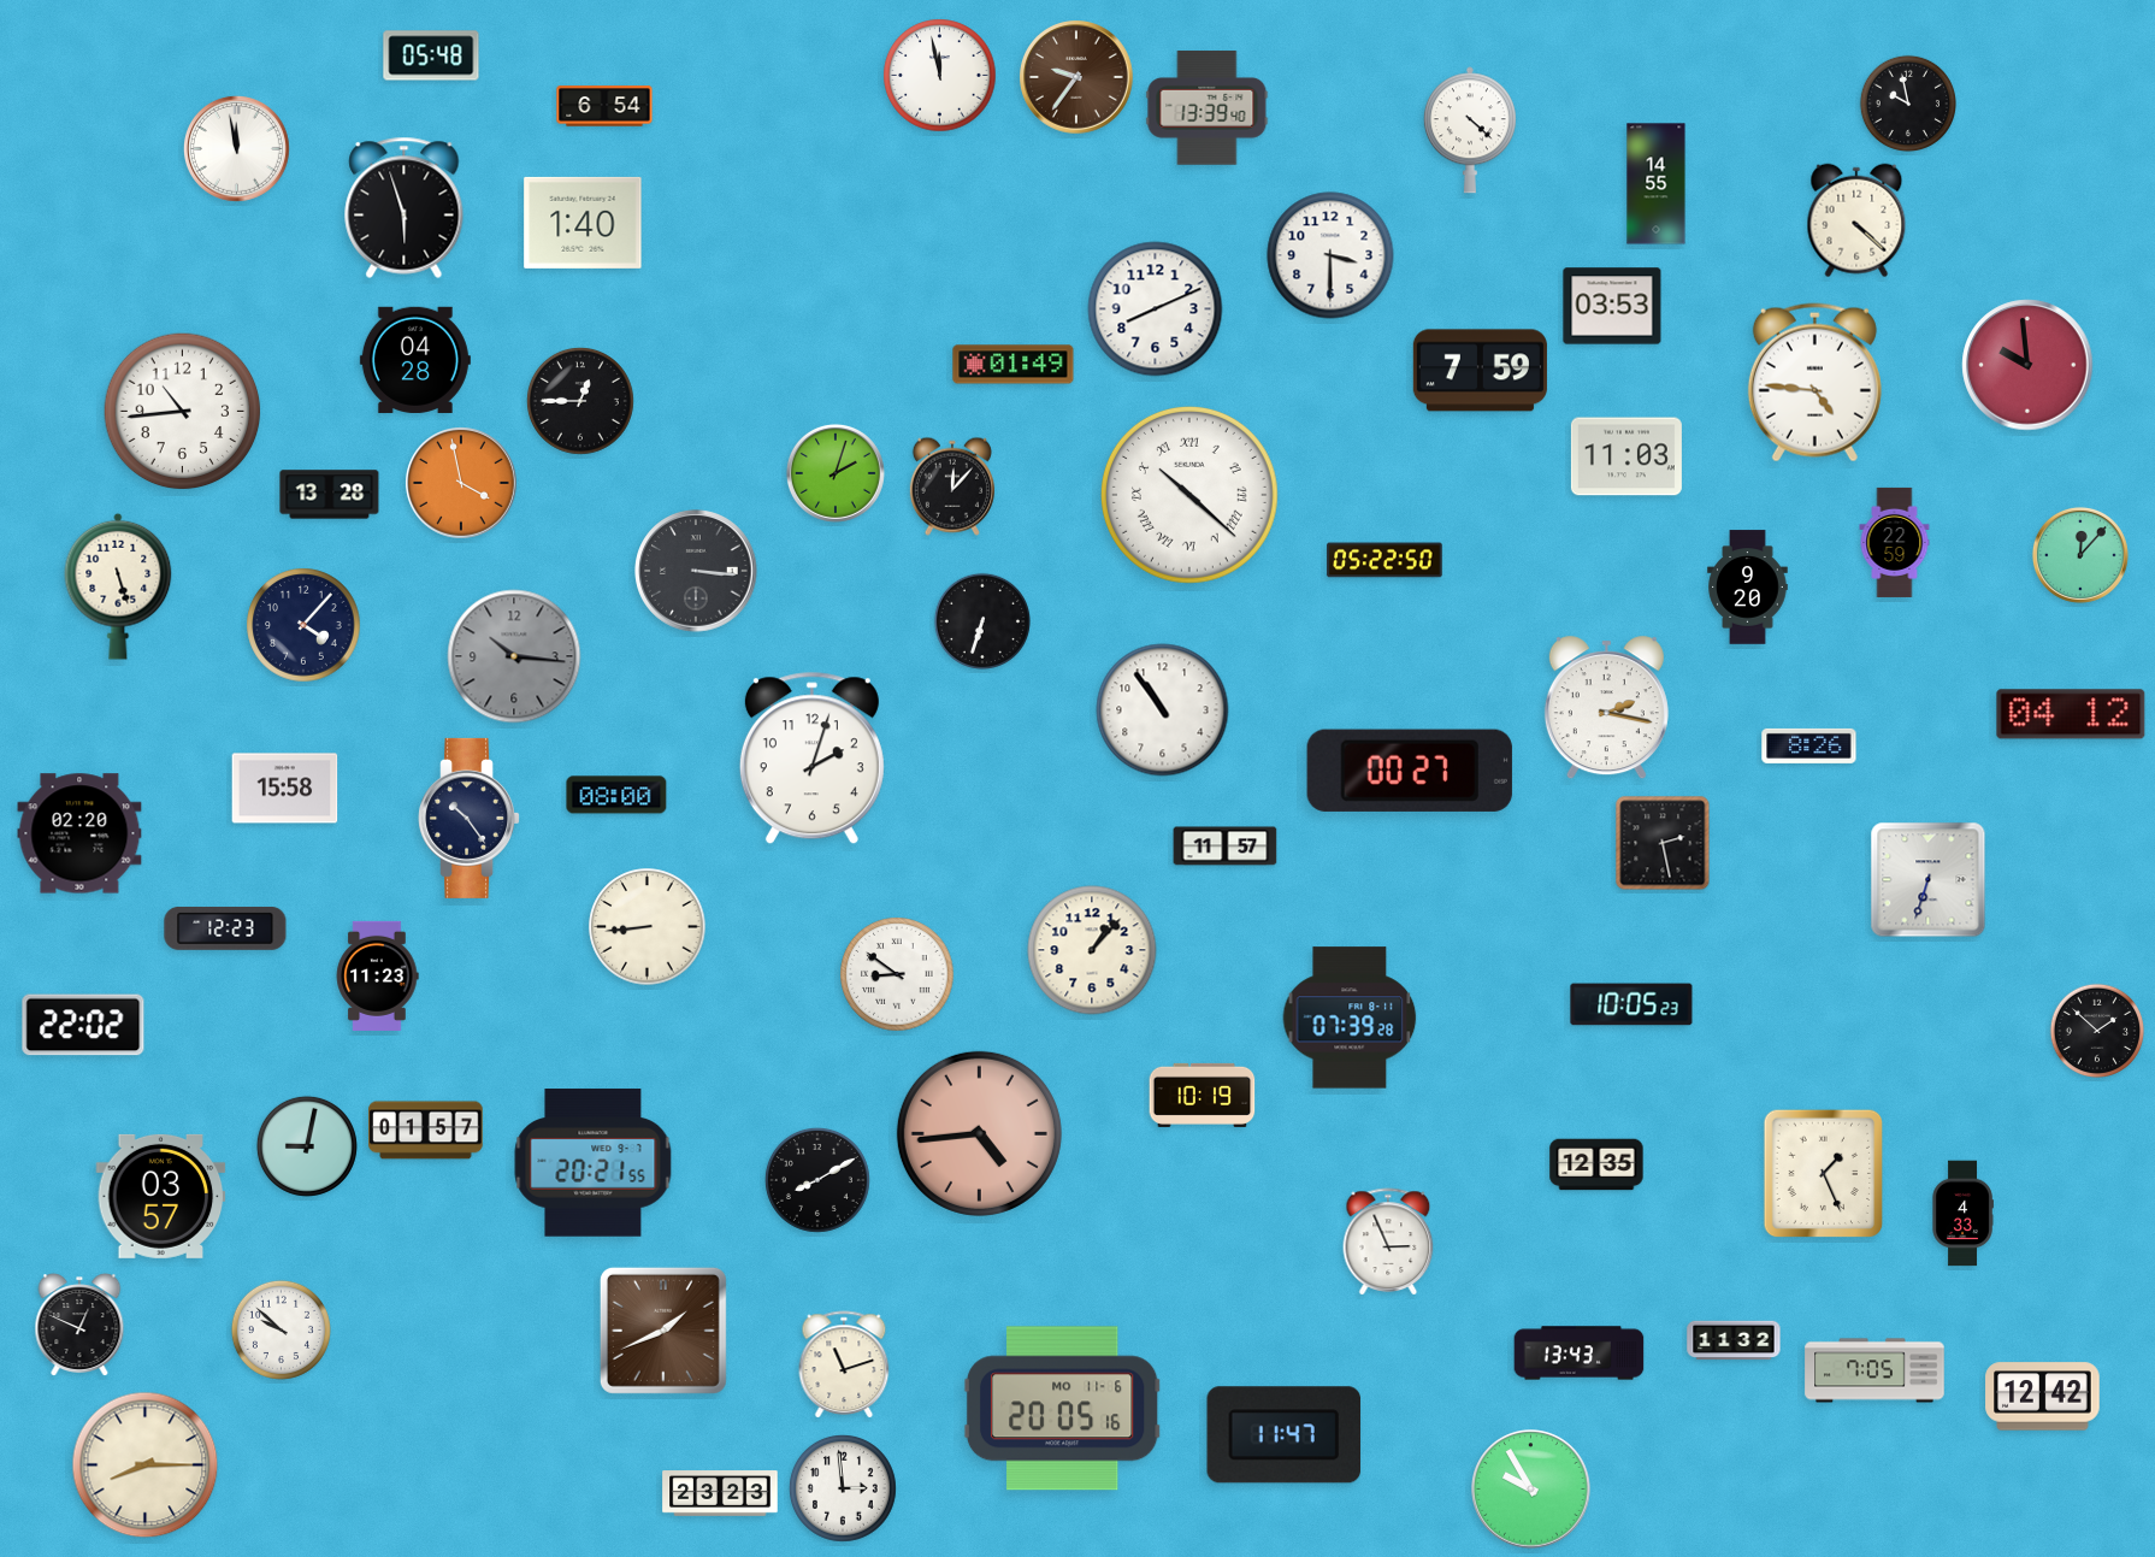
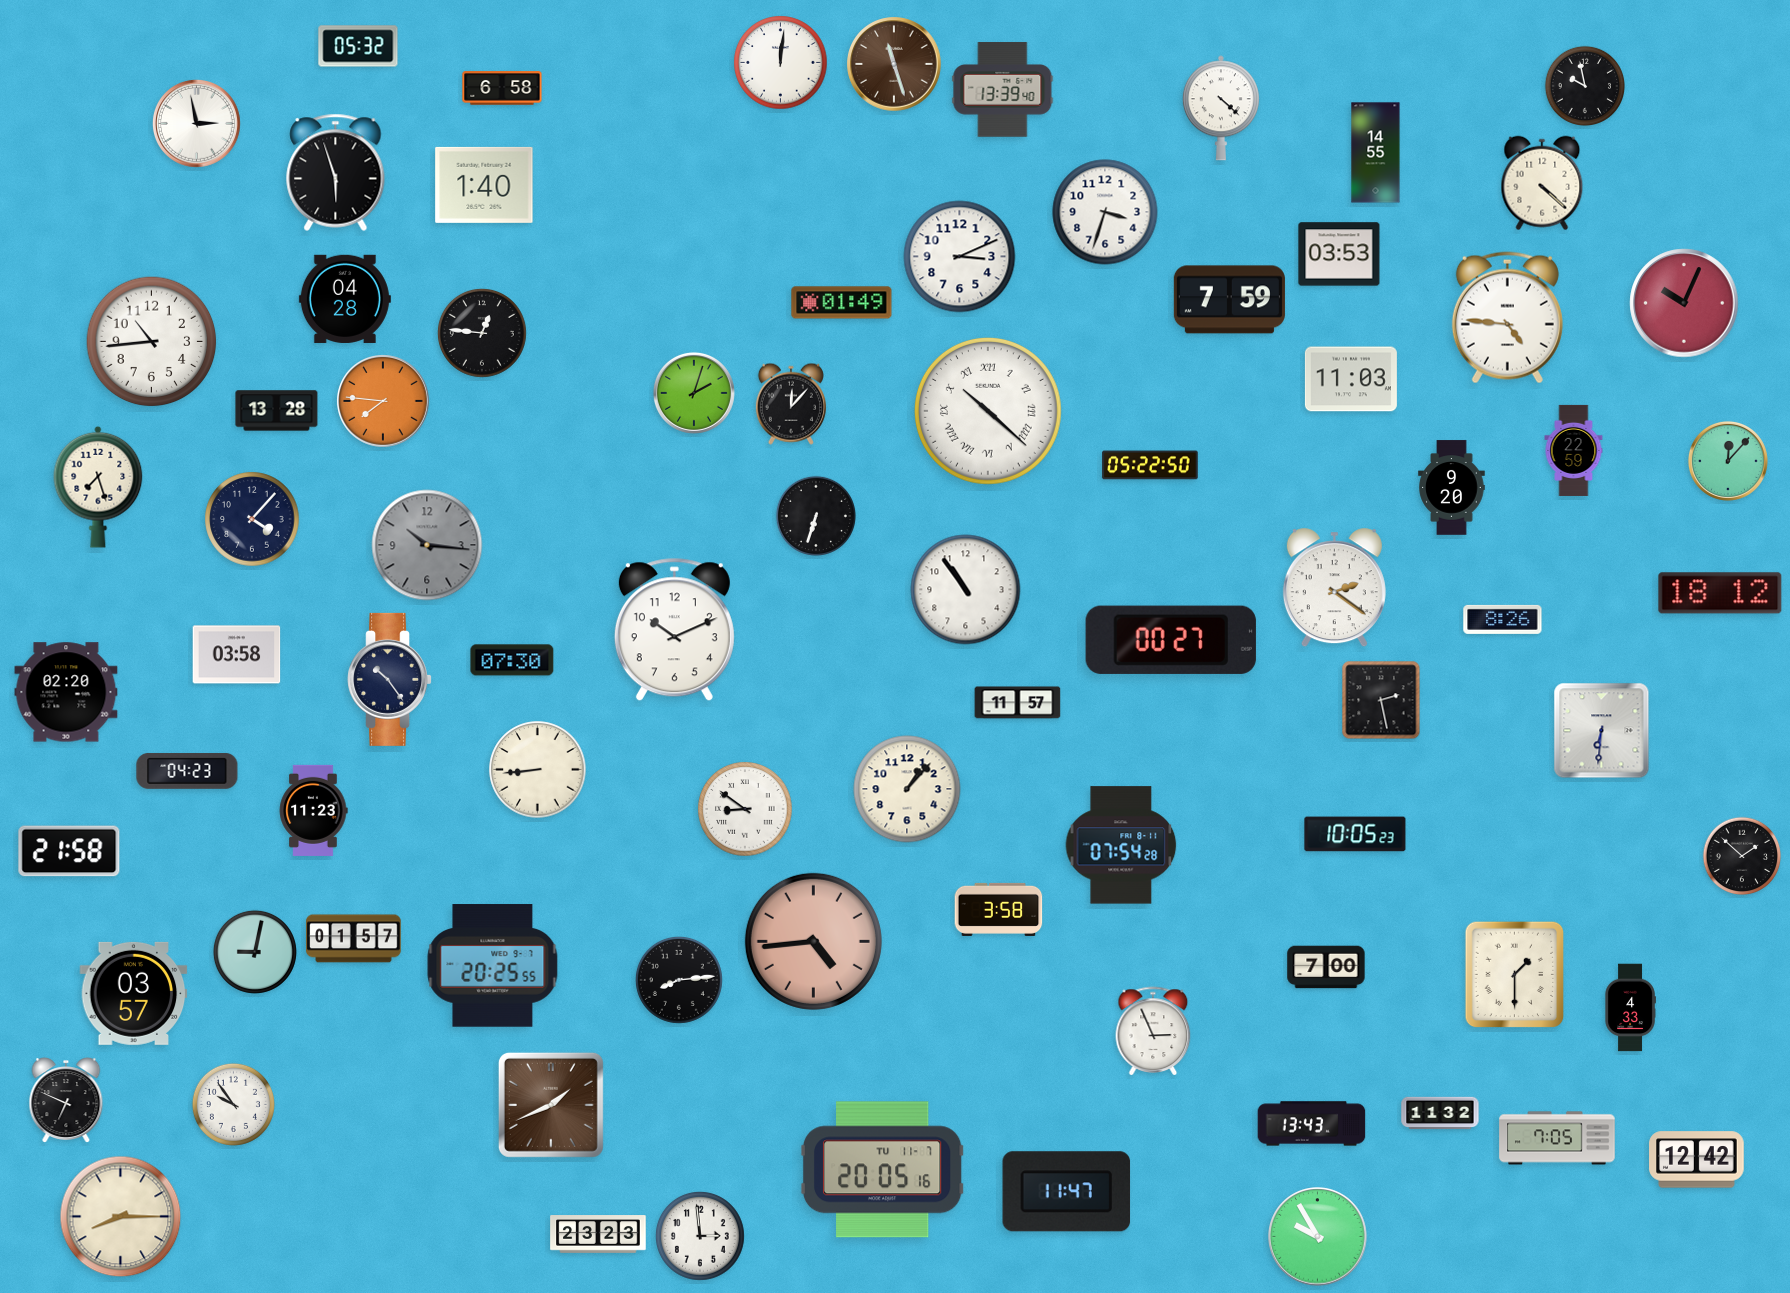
clock at (431, 55): 05:48 -> 05:32
clock at (940, 76): 11:58 -> 12:01
clock at (1076, 77): 9:36 -> 11:27
clock at (604, 106): 6:54 -> 6:58
clock at (237, 149): 11:58 -> 2:58
clock at (1330, 255): 3:30 -> 3:33
clock at (1156, 309): 8:11 -> 3:11
clock at (2027, 365): 9:59 -> 10:04
clock at (1480, 371) position: (1480, 371) -> (1229, 300)
clock at (581, 402): 12:45 -> 12:46
clock at (462, 484): 3:58 -> 7:46
clock at (330, 495) position: (330, 495) -> (277, 411)
clock at (696, 571): 3:16 -> none
clock at (118, 586): 5:27 -> 7:27
clock at (1606, 708): 2:17 -> 2:21
clock at (2071, 714): 04:12 -> 18:12
clock at (811, 759): 2:03 -> 10:11
clock at (285, 789): 15:58 -> 03:58
clock at (616, 795): 08:00 -> 07:30
clock at (1929, 880): 6:33 -> 6:31
clock at (225, 930): 12:23 -> 04:23
clock at (1350, 1018): 07:39 -> 07:54
clock at (83, 1025): 22:02 -> 21:58
clock at (1203, 1095): 10:19 -> 3:58
clock at (594, 1163): 20:21 -> 20:25
clock at (1596, 1164): 12:35 -> 7:00
clock at (1824, 1174): 1:26 -> 1:30
clock at (817, 1180): 8:10 -> 8:14
clock at (79, 1325): 12:49 -> 6:49
clock at (281, 1329): 9:52 -> 9:54
clock at (844, 1364): 11:12 -> none
clock at (1062, 1409) date: MO 11-6 -> TU 11-7
clock at (1531, 1490) position: (1531, 1490) -> (1318, 1237)
clock at (720, 1493) position: (720, 1493) -> (598, 1234)
